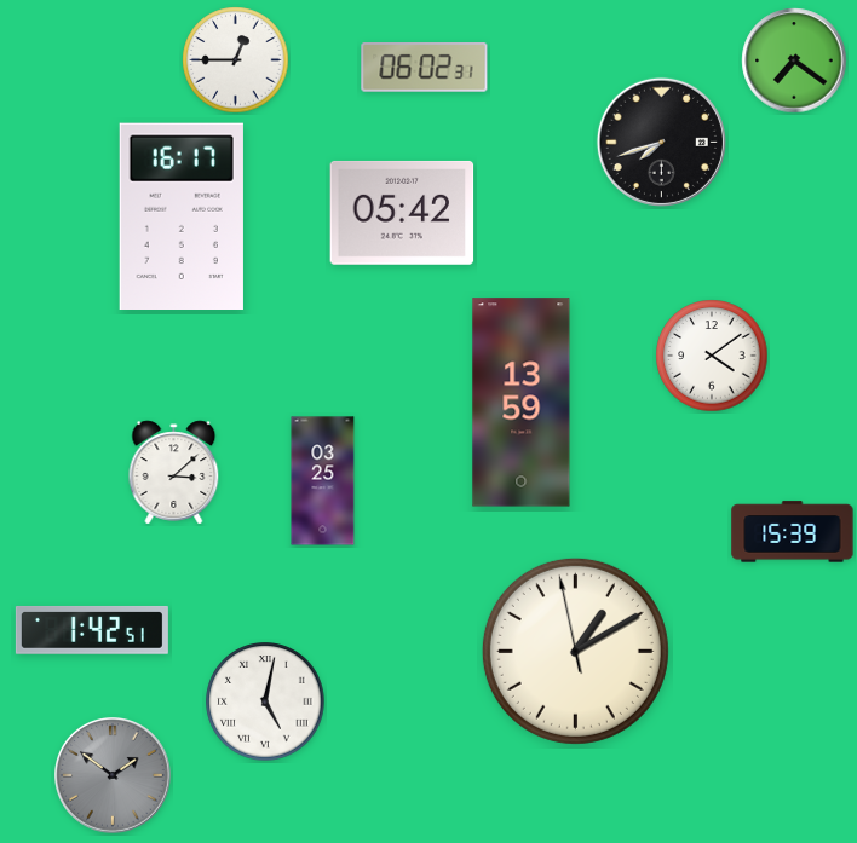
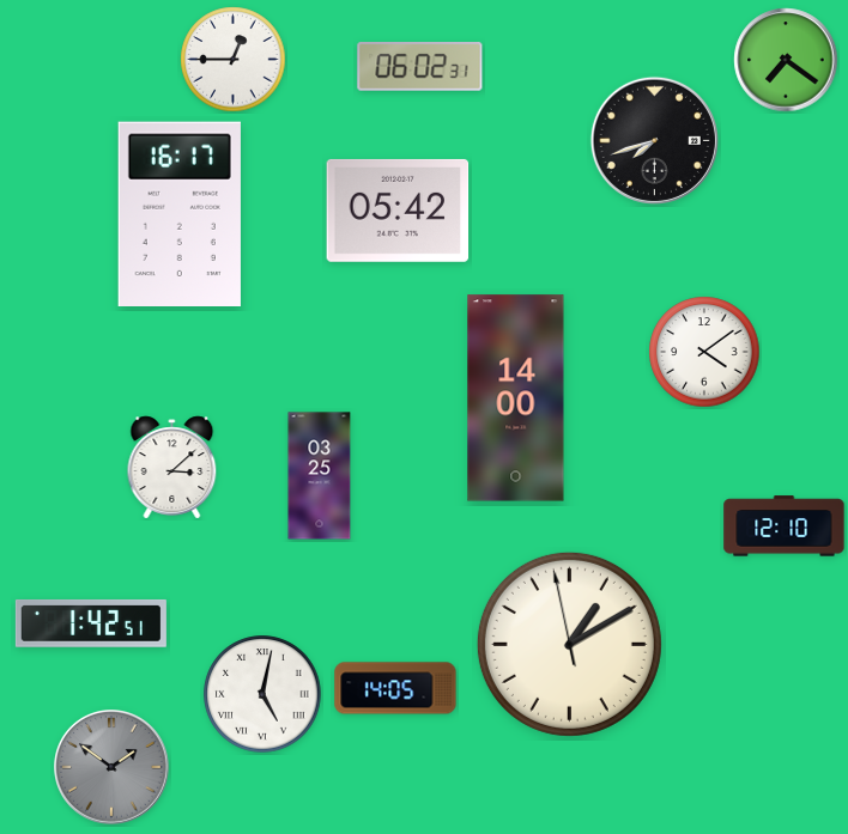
clock at (522, 403): 13:59 -> 14:00
clock at (793, 532): 15:39 -> 12:10
clock at (395, 688): none -> 14:05
